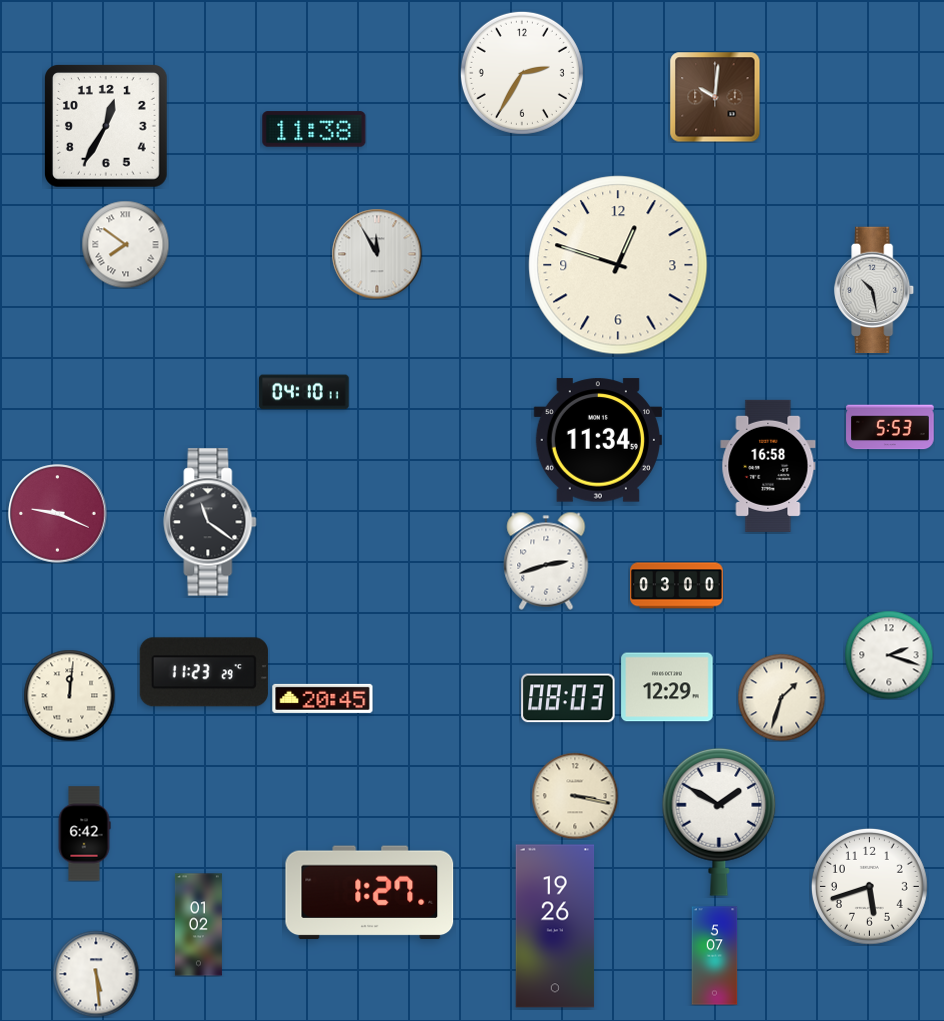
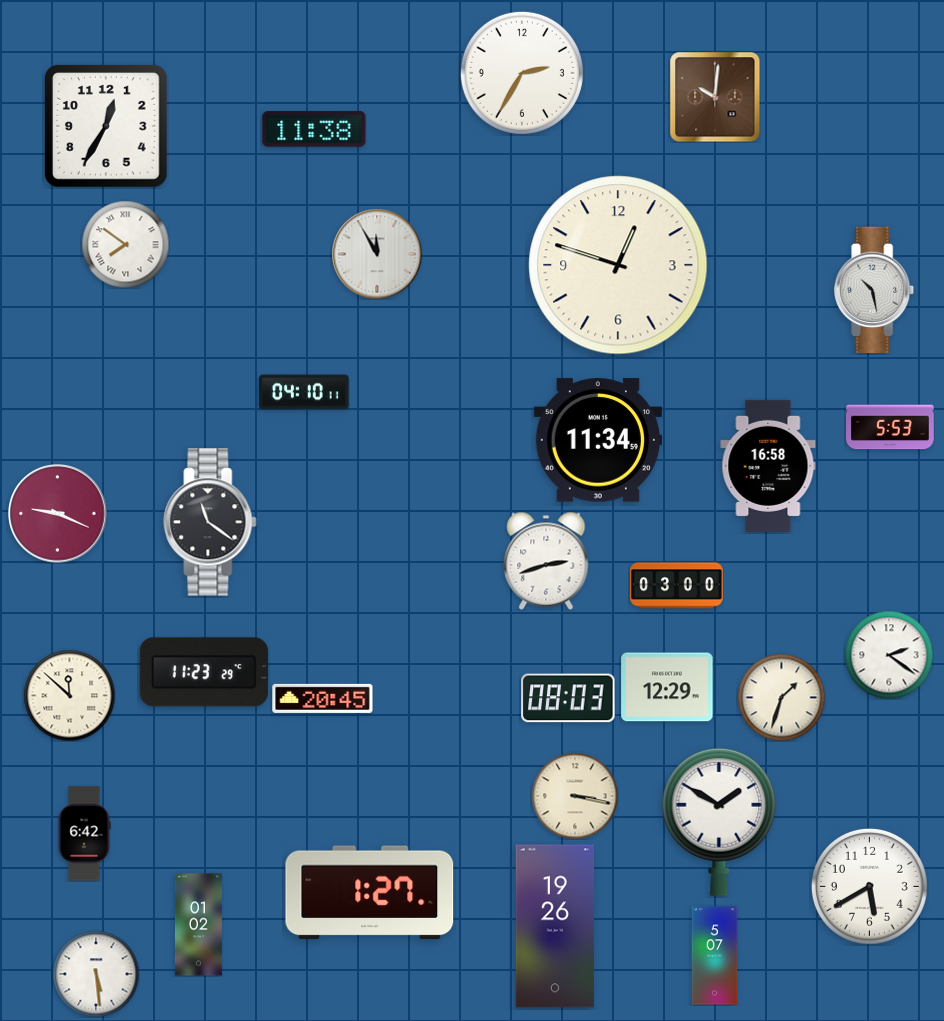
clock at (889, 655): 2:18 -> 2:21
clock at (69, 695): 12:01 -> 11:52
clock at (869, 886): 5:42 -> 5:40
